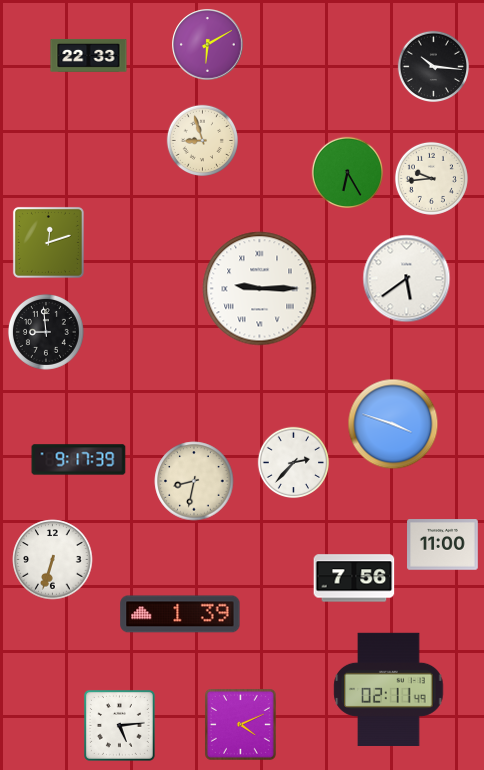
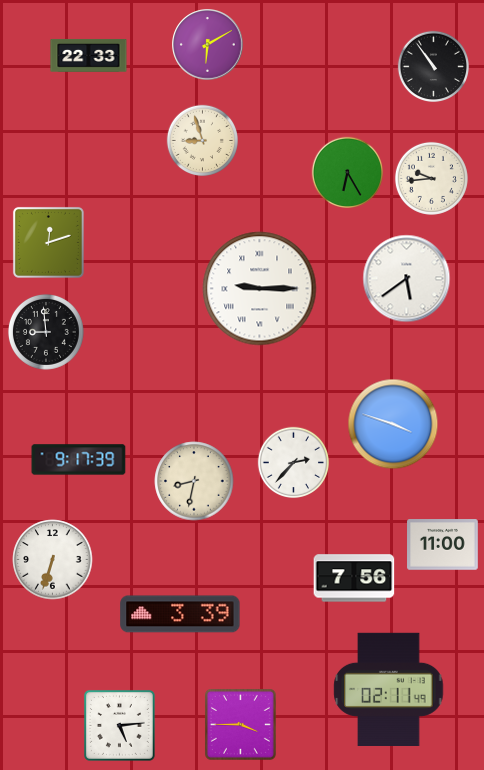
clock at (433, 66): 10:16 -> 10:54
clock at (180, 614): 1:39 -> 3:39
clock at (240, 724): 4:11 -> 3:45
